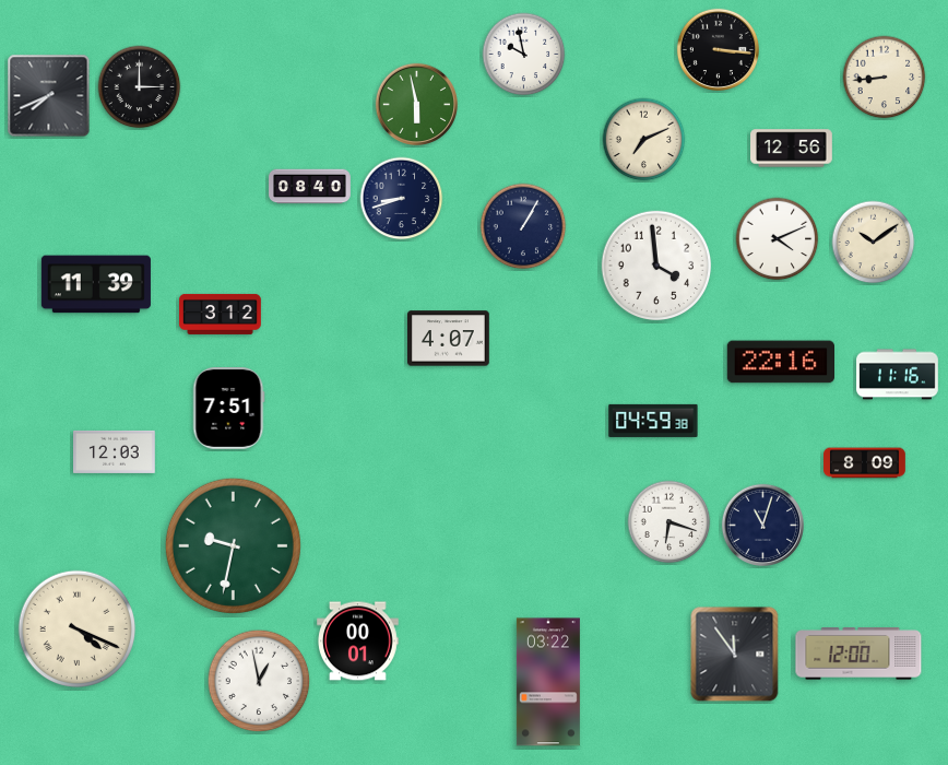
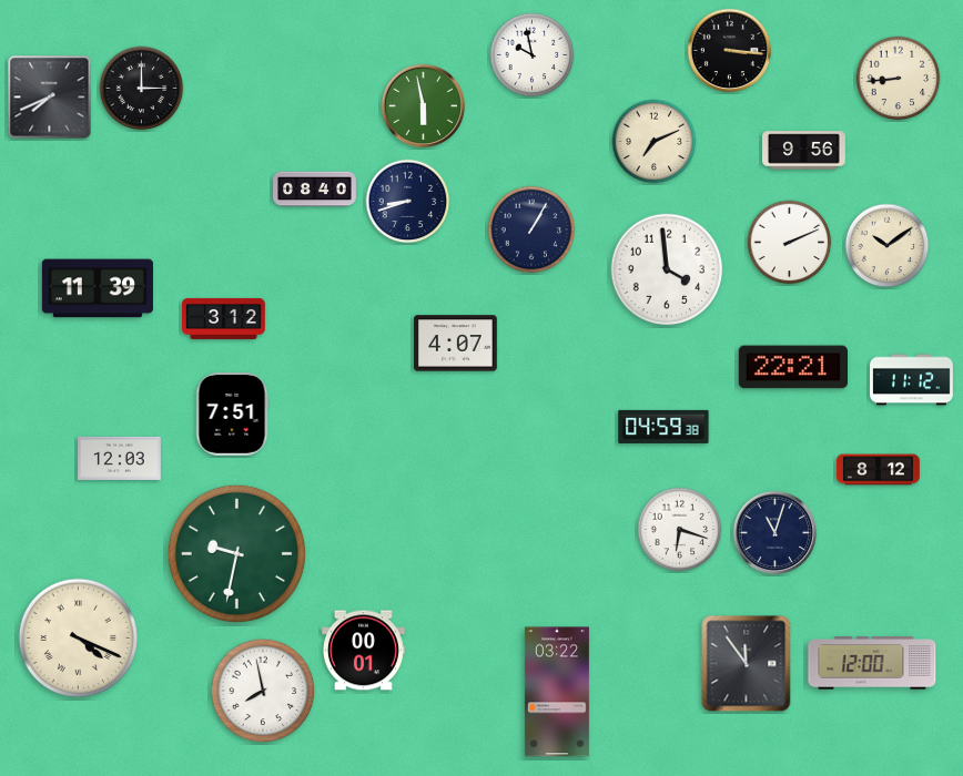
clock at (792, 149): 12:56 -> 9:56
clock at (778, 239): 4:11 -> 2:11
clock at (780, 362): 22:16 -> 22:21
clock at (898, 375): 11:16 -> 11:12
clock at (115, 451) position: (115, 451) -> (120, 458)
clock at (865, 463): 8:09 -> 8:12
clock at (259, 681): 12:58 -> 7:58
